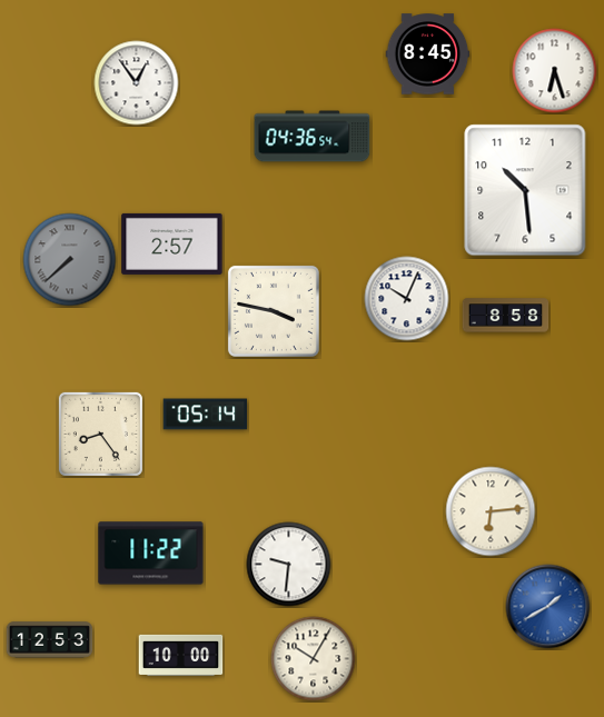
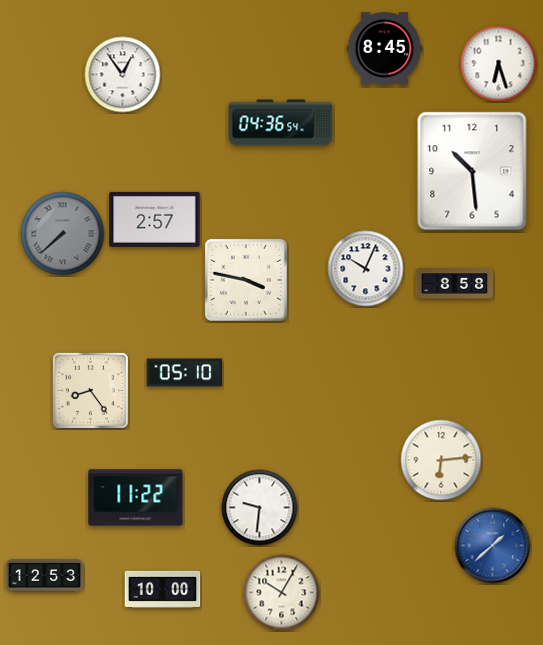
clock at (206, 415): 05:14 -> 05:10
clock at (548, 607): 1:40 -> 1:38
